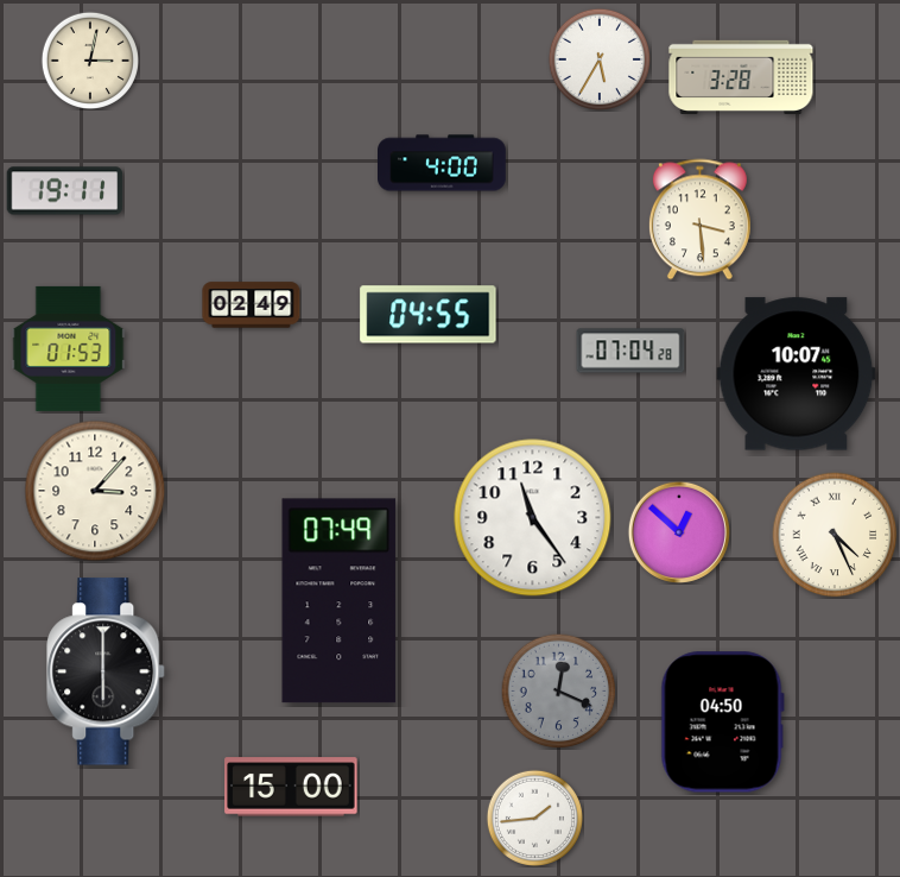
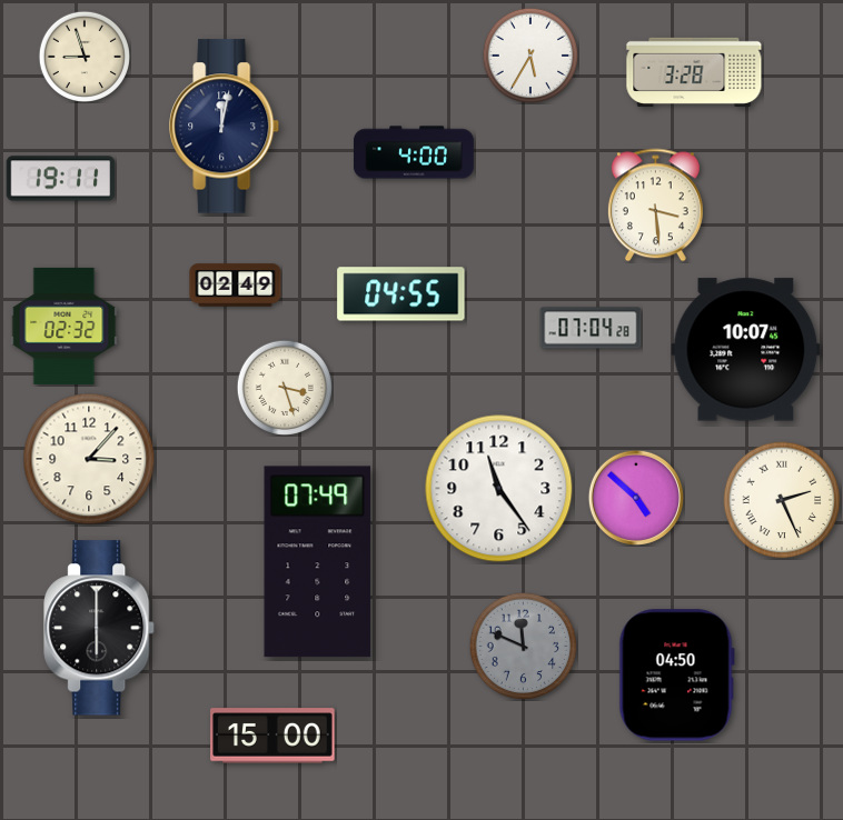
clock at (598, 58) position: (598, 58) -> (529, 54)
clock at (89, 59): 3:02 -> 8:57
clock at (225, 127): none -> 12:02
clock at (69, 348): 01:53 -> 02:32
clock at (284, 387): none -> 3:27
clock at (533, 518) position: (533, 518) -> (499, 489)
clock at (679, 532): 12:52 -> 4:52
clock at (835, 535): 4:26 -> 2:26
clock at (558, 690): 12:19 -> 11:49
clock at (534, 818): 1:44 -> none
